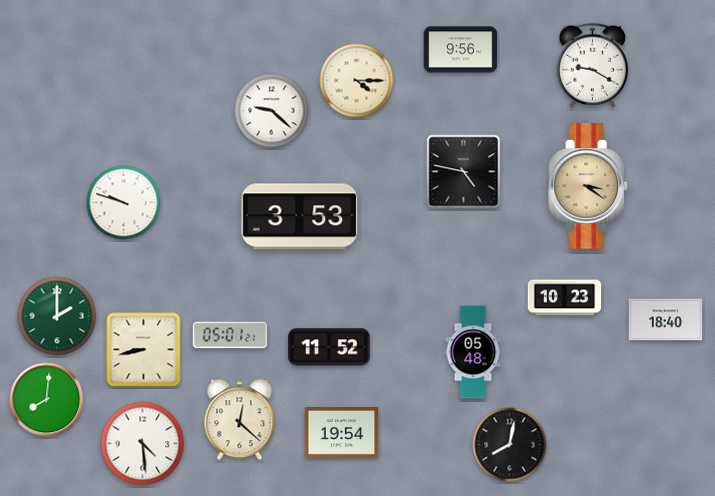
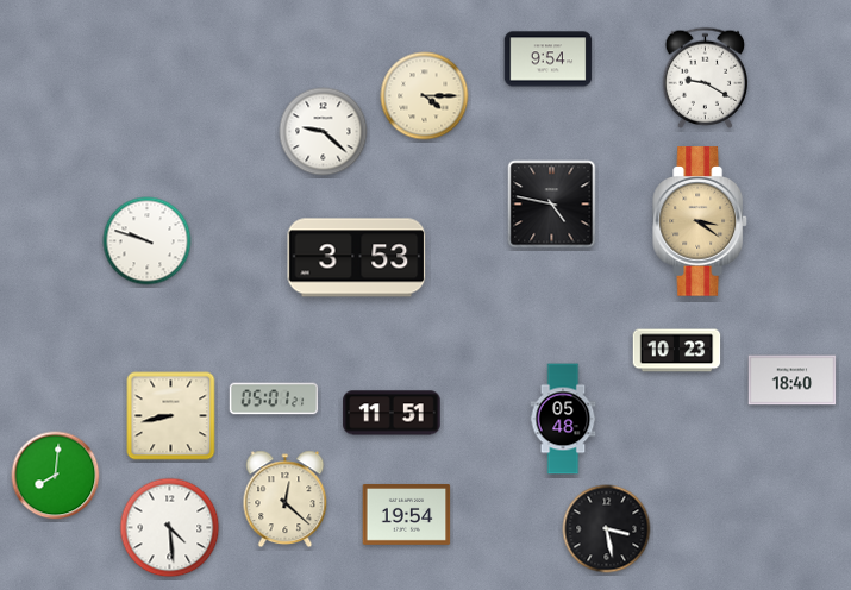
clock at (461, 50): 9:56 -> 9:54
clock at (565, 298) position: (565, 298) -> (677, 351)
clock at (57, 316): 2:00 -> none
clock at (329, 347): 11:52 -> 11:51
clock at (510, 445): 8:02 -> 3:28
